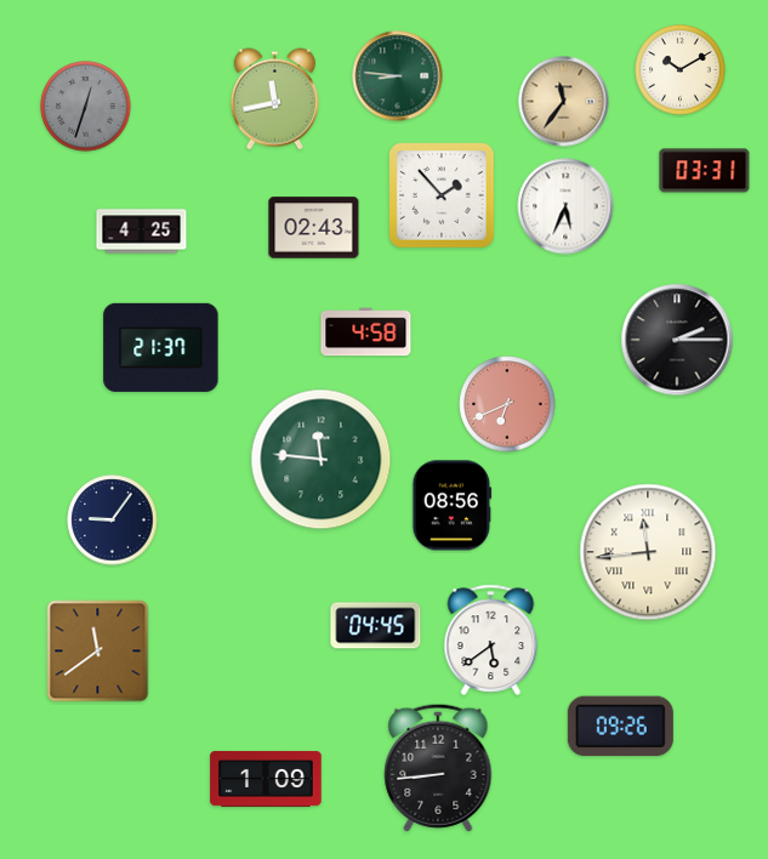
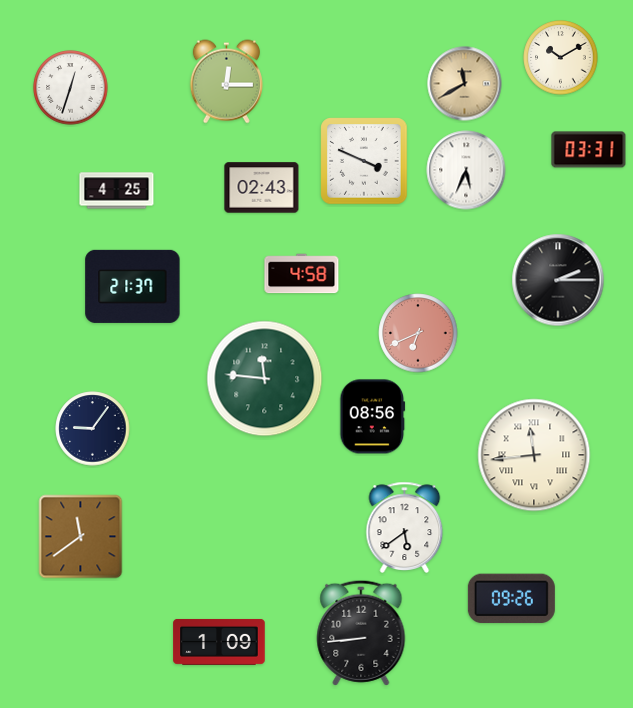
clock at (398, 76): 8:46 -> none
clock at (274, 99): 11:43 -> 12:15
clock at (564, 102): 11:36 -> 11:40
clock at (86, 107) dial: grey -> white
clock at (705, 171) position: (705, 171) -> (589, 150)
clock at (442, 195): 1:53 -> 3:49
clock at (314, 228) position: (314, 228) -> (262, 188)
clock at (376, 626): 04:45 -> none
